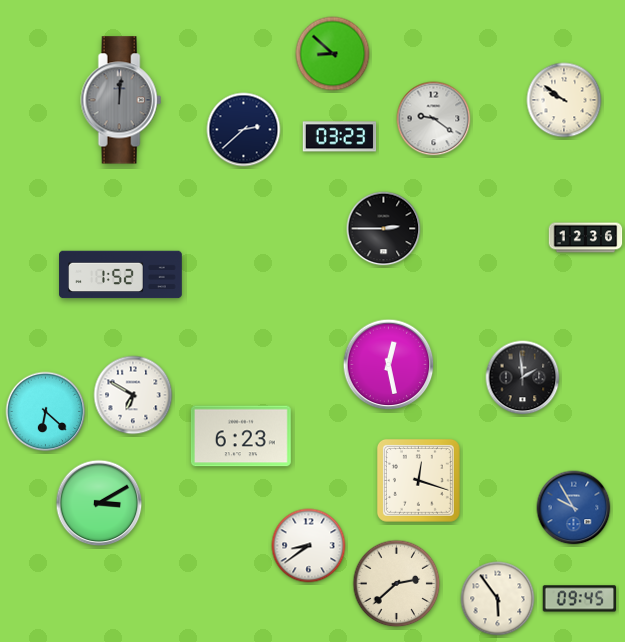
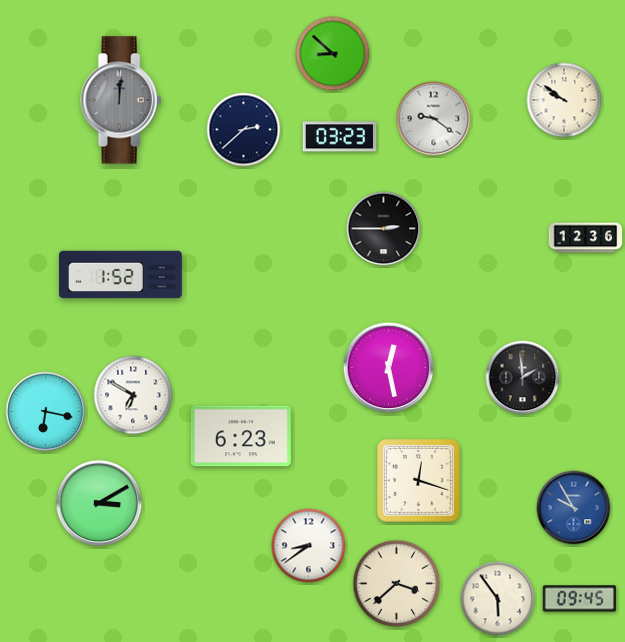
clock at (389, 365) position: (389, 365) -> (389, 368)
clock at (46, 412): 6:22 -> 6:17
clock at (397, 584): 2:38 -> 3:38
